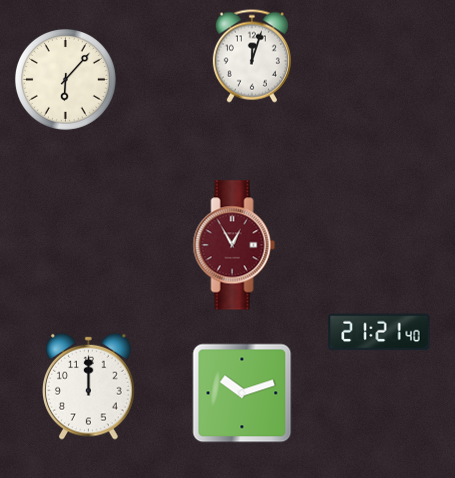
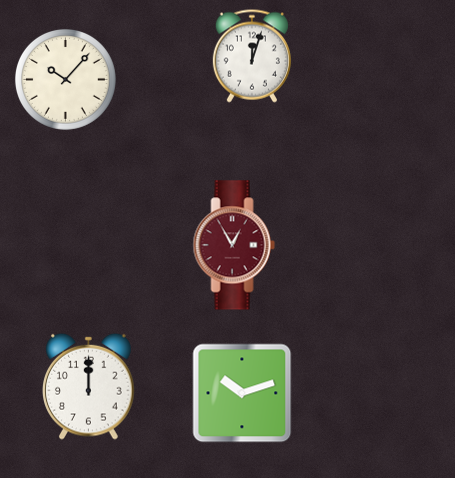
clock at (65, 79): 6:07 -> 10:07
clock at (379, 332): 21:21 -> none
